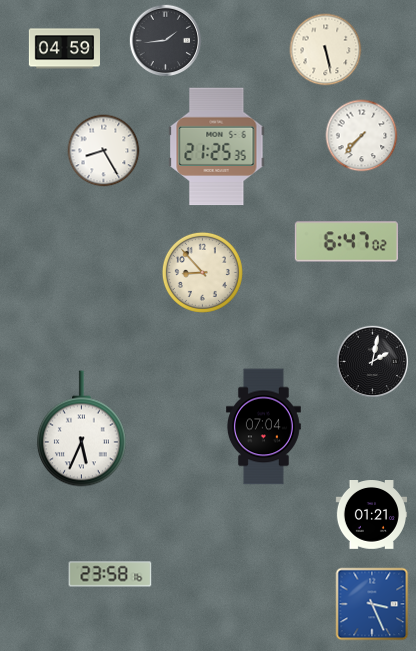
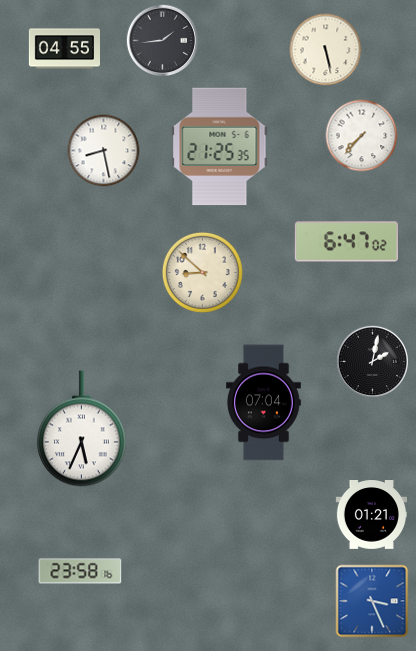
clock at (165, 40) position: (165, 40) -> (162, 40)
clock at (64, 49): 04:59 -> 04:55
clock at (217, 147) position: (217, 147) -> (220, 147)
clock at (104, 151): 8:25 -> 8:28
clock at (202, 272): 8:53 -> 8:52
clock at (264, 427) position: (264, 427) -> (264, 403)
clock at (110, 574) position: (110, 574) -> (80, 571)
clock at (372, 604) position: (372, 604) -> (372, 601)
